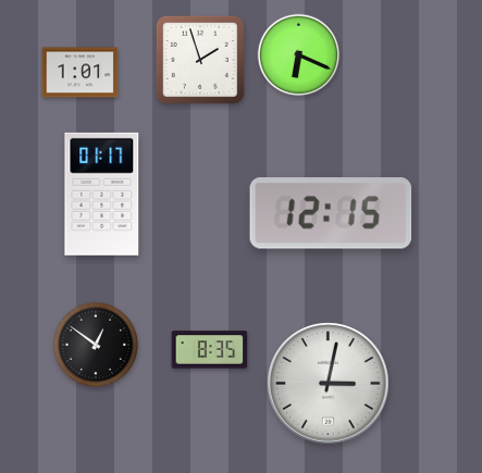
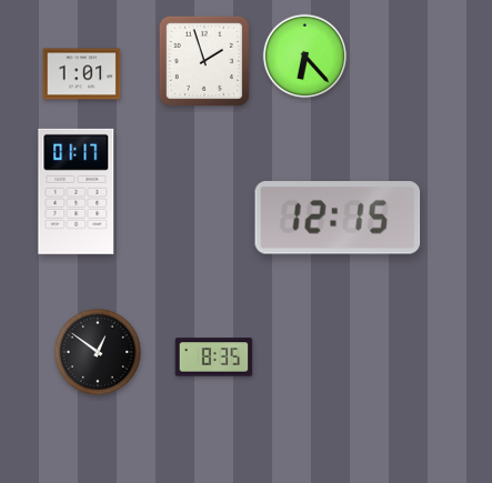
clock at (299, 55): 6:19 -> 6:23
clock at (102, 194) position: (102, 194) -> (77, 191)
clock at (329, 384): 3:02 -> none
